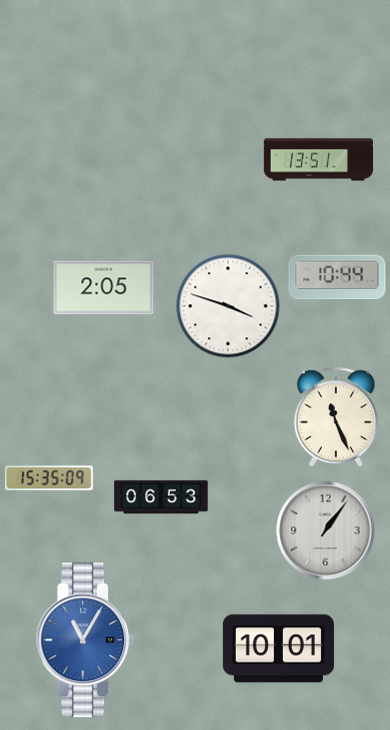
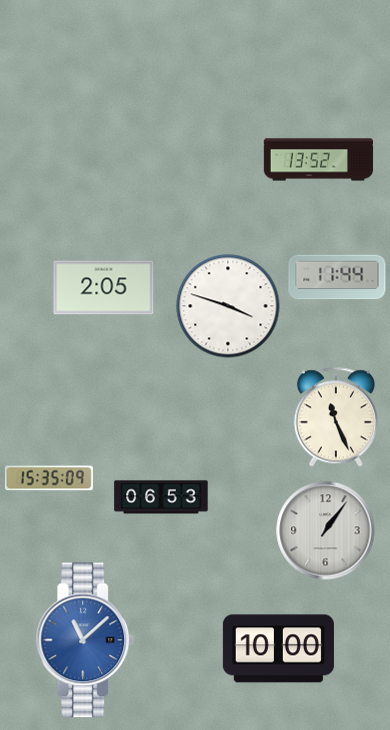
clock at (319, 160): 13:51 -> 13:52
clock at (337, 277): 10:44 -> 11:44
clock at (85, 640): 11:05 -> 11:08
clock at (278, 649): 10:01 -> 10:00
